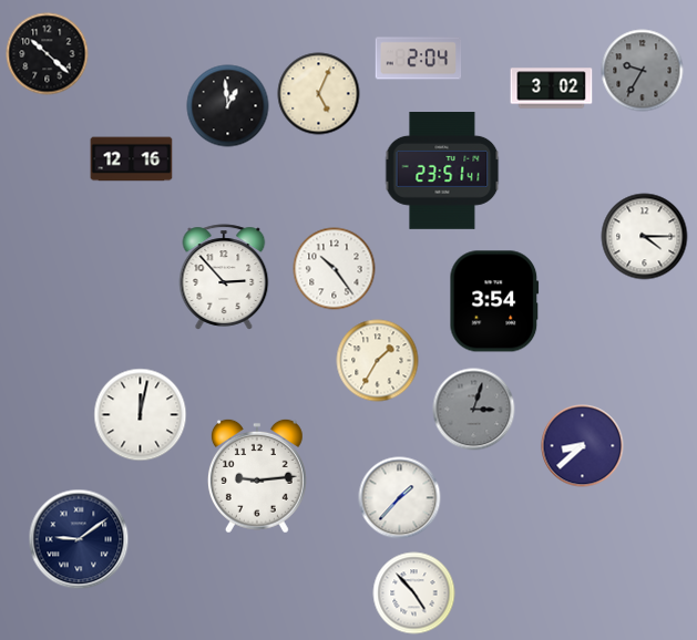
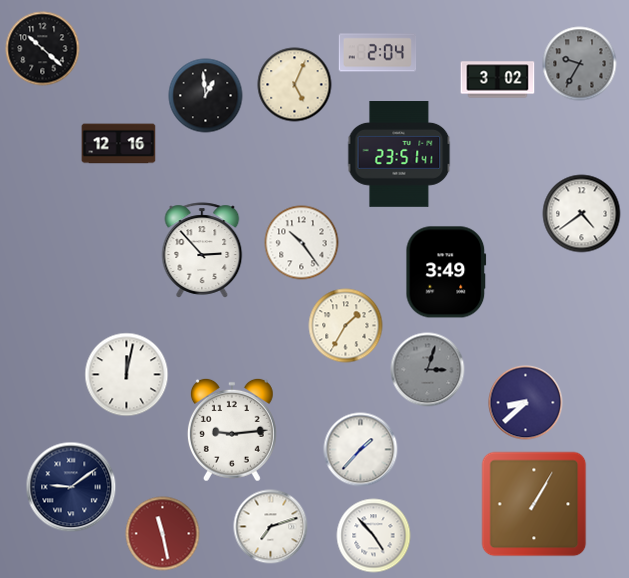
clock at (319, 94) position: (319, 94) -> (295, 85)
clock at (645, 237): 4:15 -> 4:39
clock at (494, 301): 3:54 -> 3:49
clock at (378, 361) position: (378, 361) -> (346, 326)
clock at (534, 504): none -> 1:05
clock at (271, 527): none -> 7:12
clock at (163, 534): none -> 11:28
